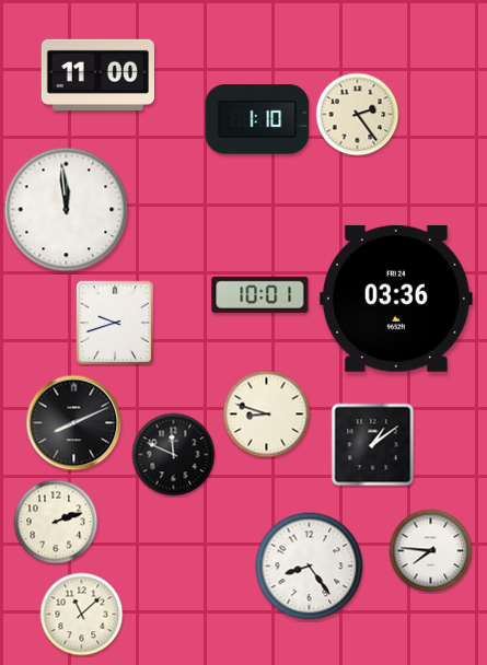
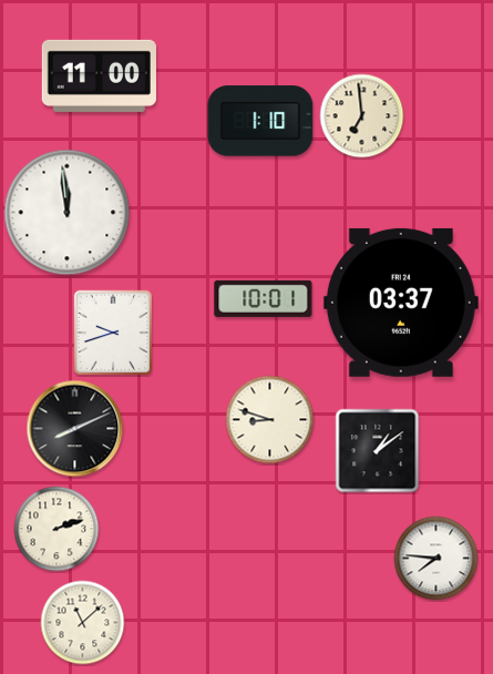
clock at (358, 115): 2:24 -> 6:59
clock at (396, 299): 03:36 -> 03:37
clock at (115, 323) position: (115, 323) -> (113, 333)
clock at (174, 455): 11:49 -> none
clock at (310, 567): 8:24 -> none
